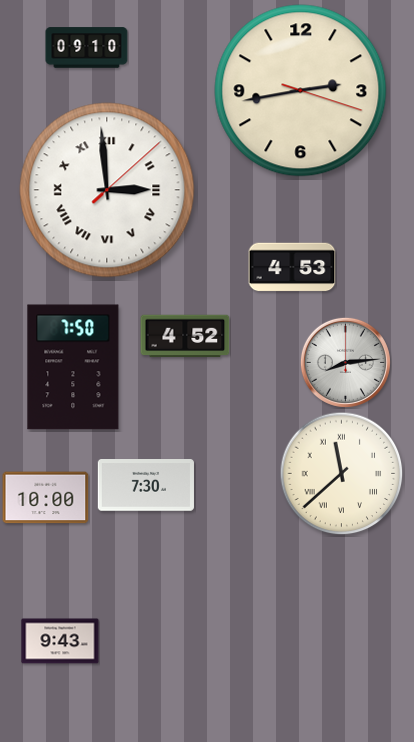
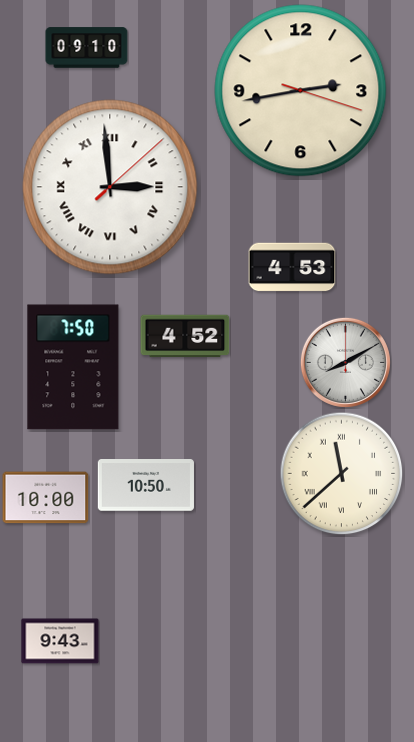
clock at (107, 190) position: (107, 190) -> (110, 187)
clock at (345, 362): 8:14 -> 8:10
clock at (146, 486): 7:30 -> 10:50
